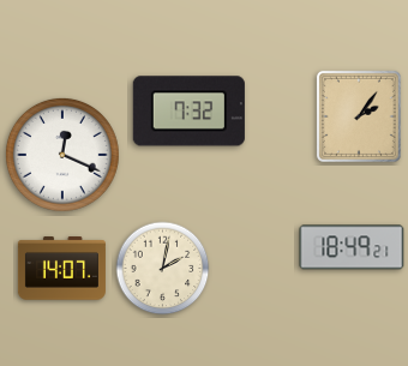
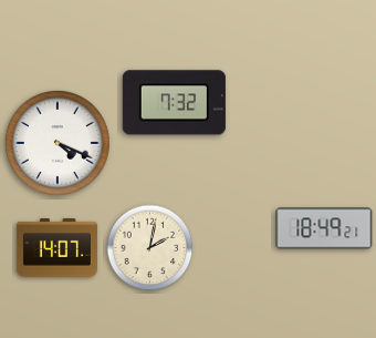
clock at (359, 116): 2:06 -> none
clock at (62, 155): 12:19 -> 4:19
